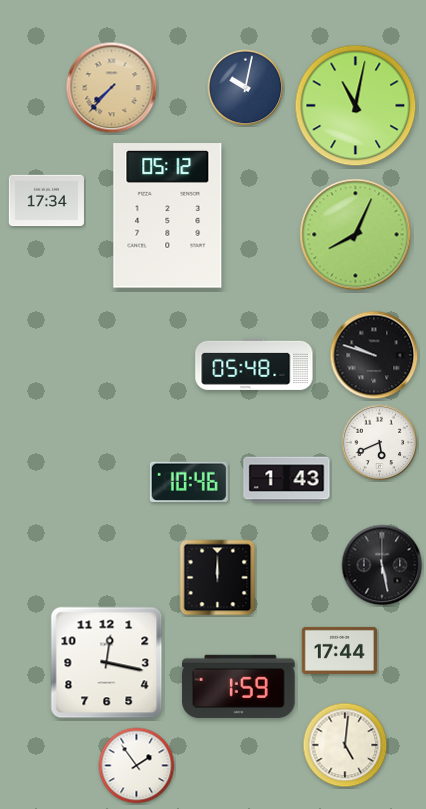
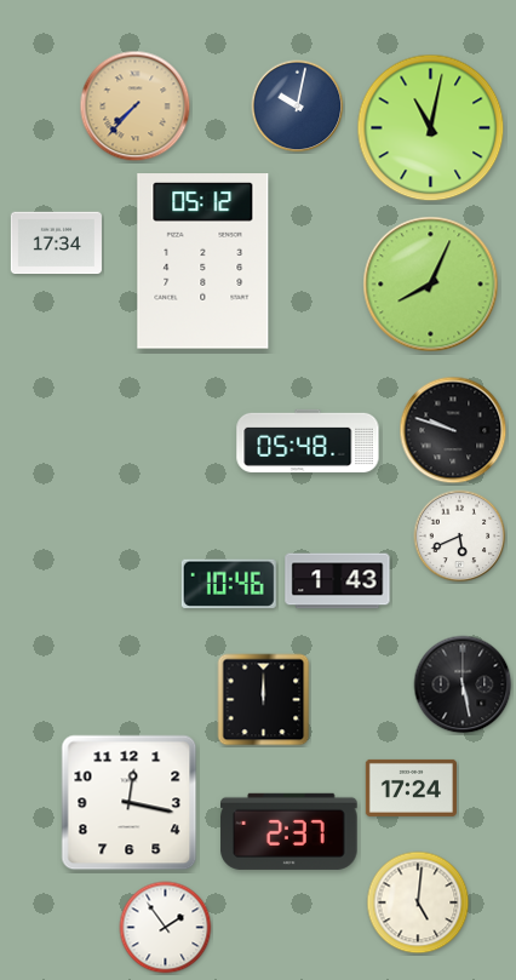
clock at (287, 480) position: (287, 480) -> (338, 581)
clock at (339, 650): 17:44 -> 17:24
clock at (239, 686): 1:59 -> 2:37
